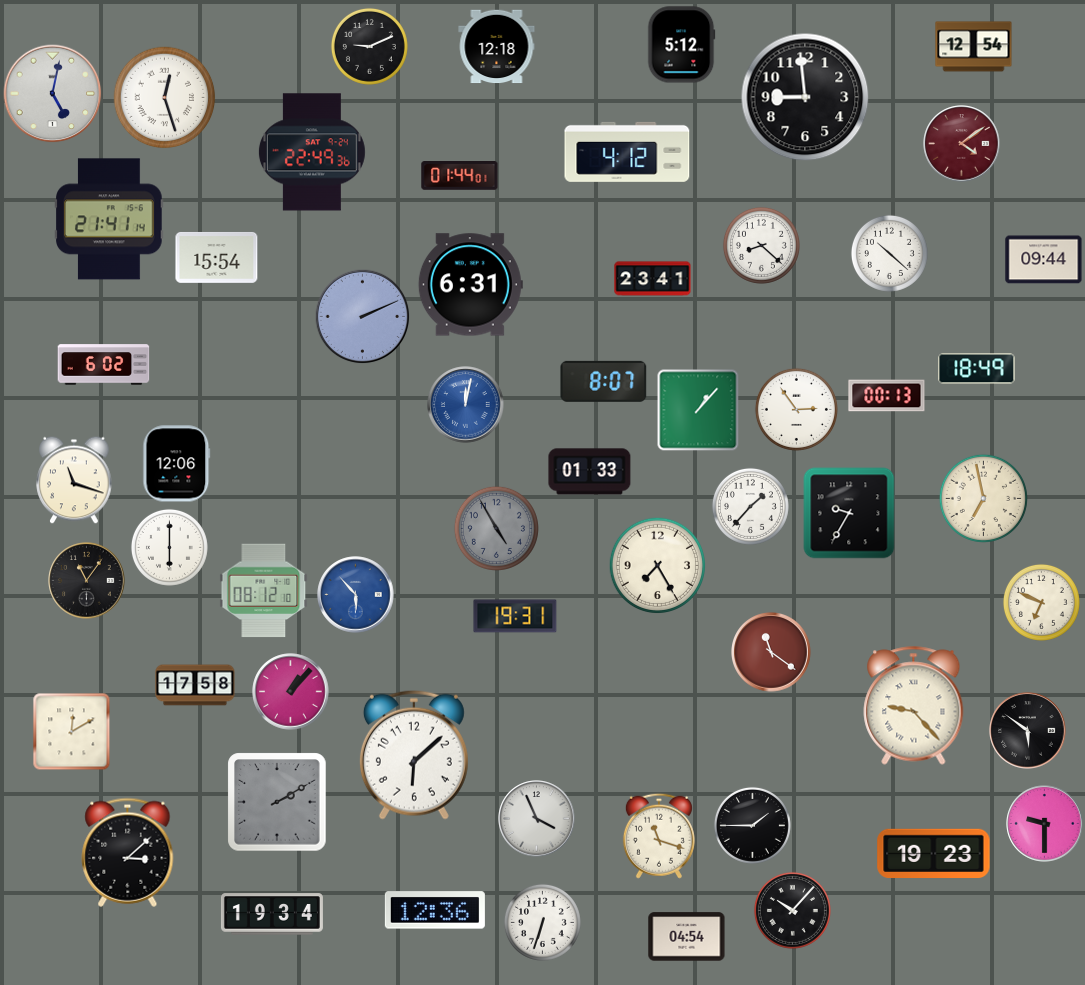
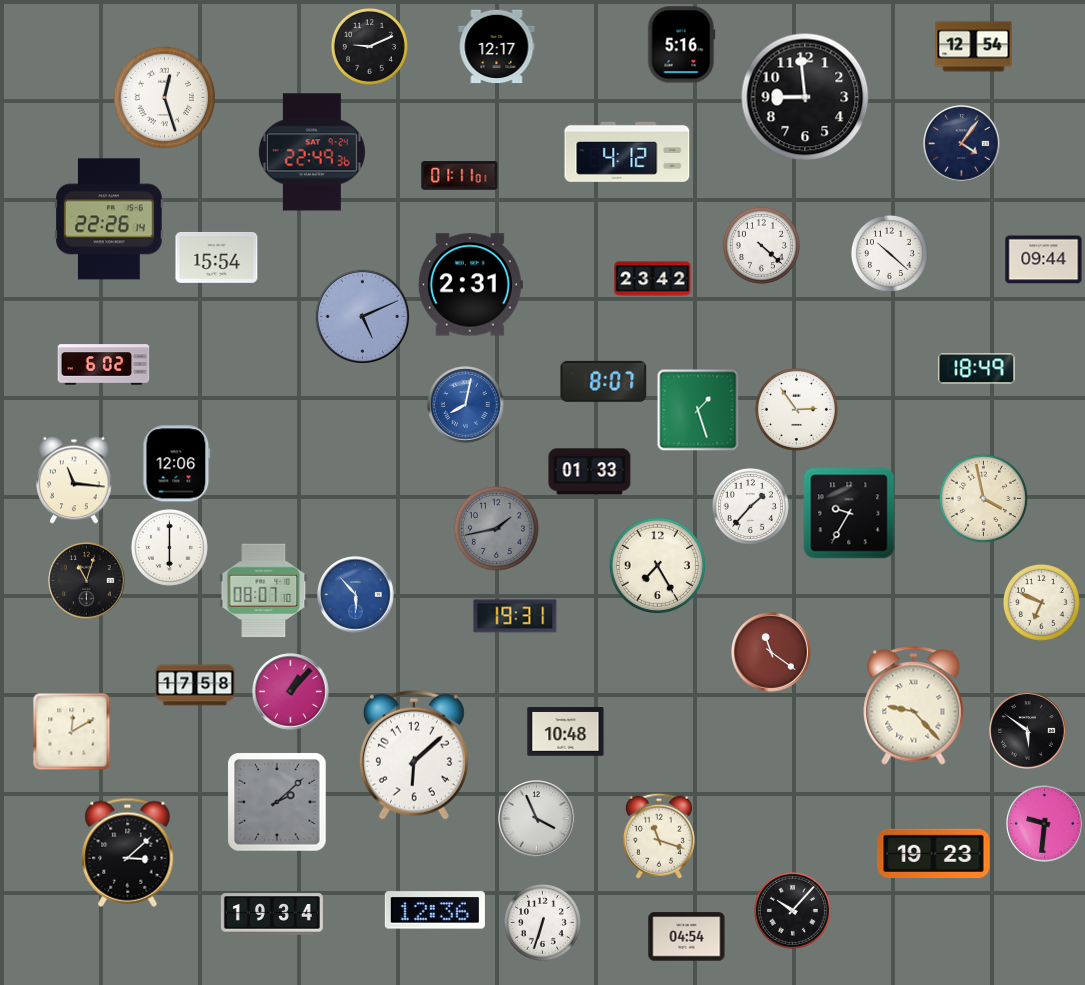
clock at (681, 45): 5:12 -> 5:16
clock at (497, 47): 12:18 -> 12:17
clock at (53, 94): 5:02 -> none
clock at (962, 144): 4:09 -> 4:06
clock at (962, 144) dial: burgundy -> navy
clock at (460, 176): 01:44 -> 01:11
clock at (109, 219): 21:41 -> 22:26
clock at (761, 245): 8:22 -> 4:22
clock at (653, 279): 23:41 -> 23:42
clock at (470, 285): 6:31 -> 2:31
clock at (362, 316): 2:11 -> 5:11
clock at (887, 396): 00:13 -> none
clock at (466, 405): 12:02 -> 8:02
clock at (698, 410): 1:07 -> 1:27
clock at (74, 480): 11:18 -> 11:16
clock at (983, 498): 6:58 -> 3:58
clock at (496, 528): 4:55 -> 1:43
clock at (87, 581): 11:06 -> 11:03
clock at (264, 591): 08:12 -> 08:07
clock at (566, 732): none -> 10:48
clock at (277, 802): 2:10 -> 2:08
clock at (1045, 824): 9:30 -> 9:31
clock at (752, 825): 1:45 -> none
